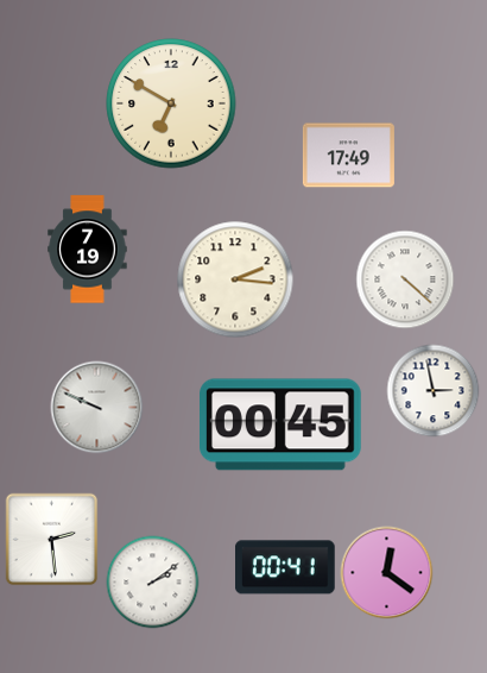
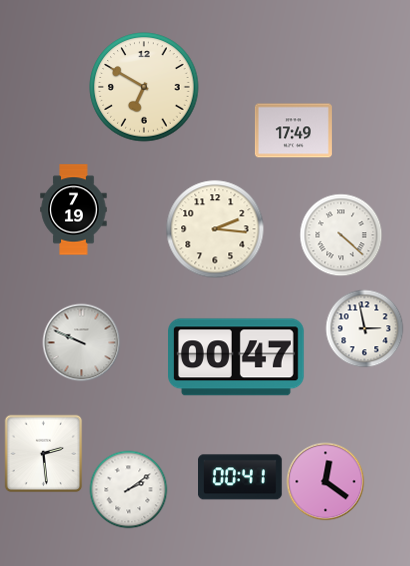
clock at (235, 279) position: (235, 279) -> (215, 229)
clock at (282, 424): 00:45 -> 00:47
